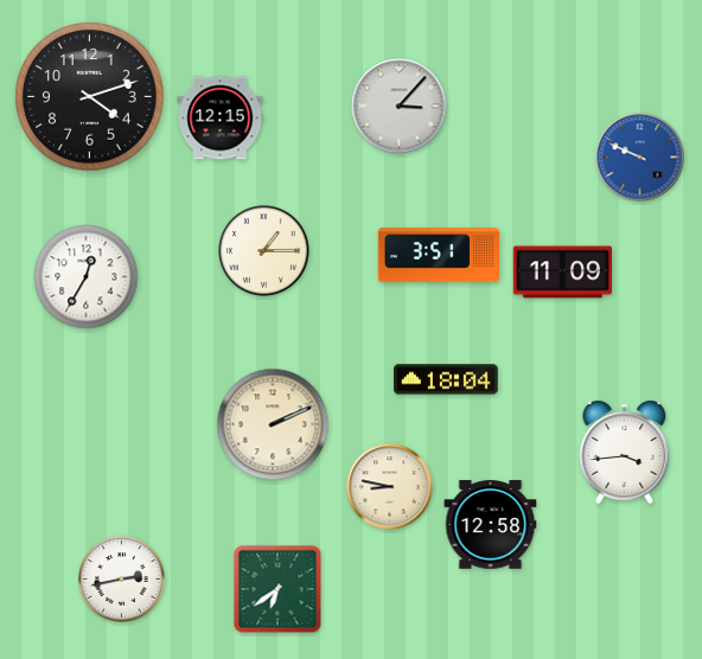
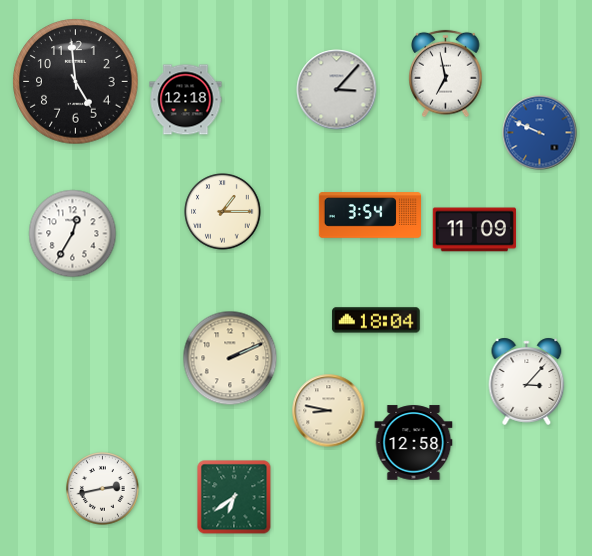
clock at (446, 74): none -> 6:58
clock at (90, 97): 4:12 -> 4:59
clock at (221, 119): 12:15 -> 12:18
clock at (439, 255): 3:51 -> 3:54
clock at (625, 452): 3:44 -> 3:07
